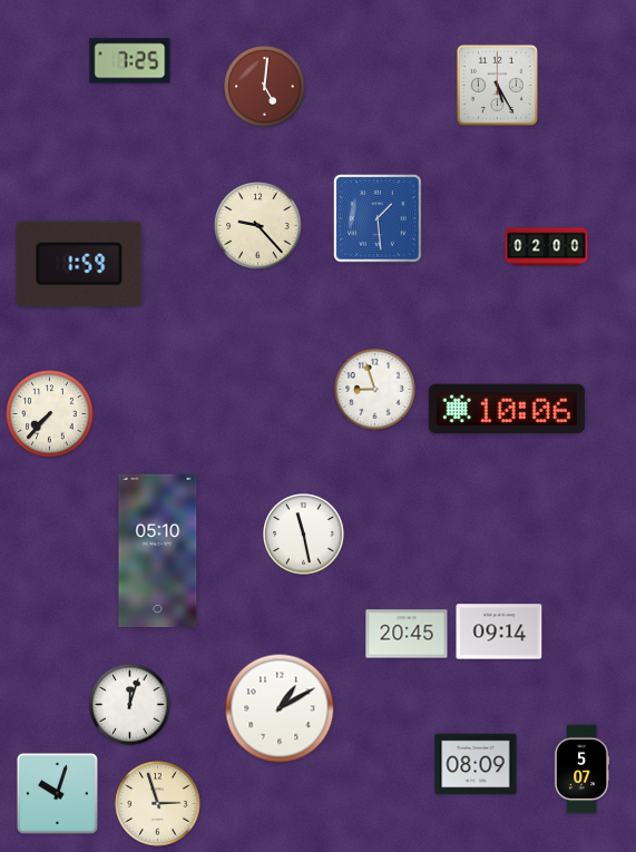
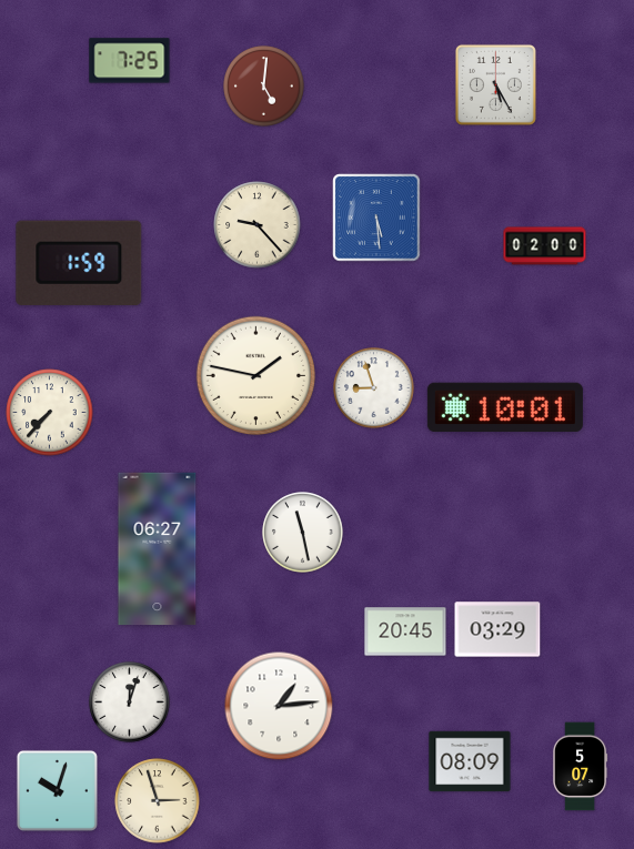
clock at (378, 218): 1:29 -> 5:29
clock at (255, 375): none -> 1:47
clock at (507, 409): 10:06 -> 10:01
clock at (158, 551): 05:10 -> 06:27
clock at (499, 631): 09:14 -> 03:29
clock at (280, 708): 1:10 -> 1:14
clock at (476, 764) position: (476, 764) -> (470, 761)
